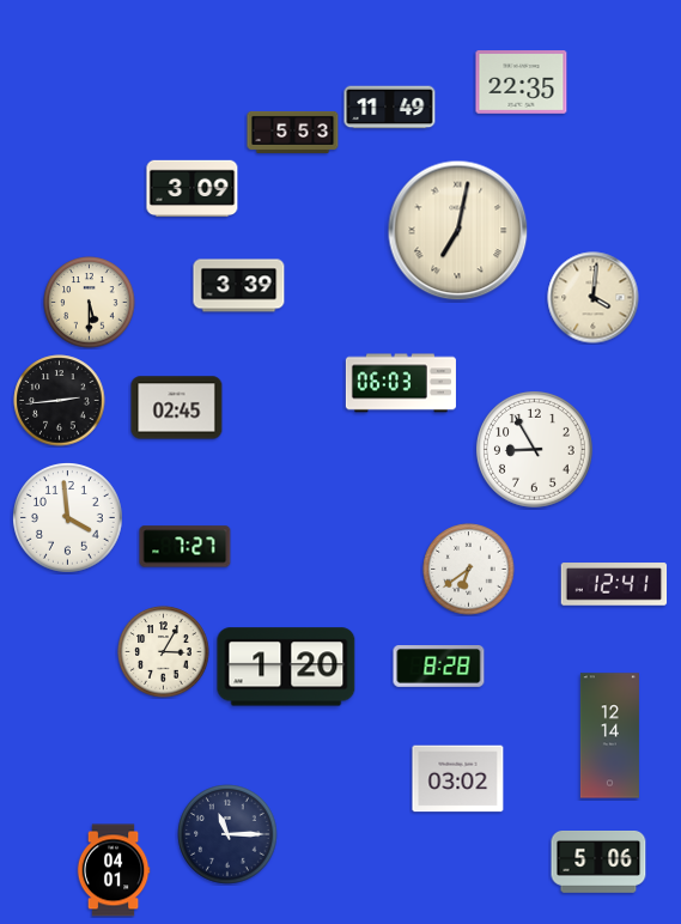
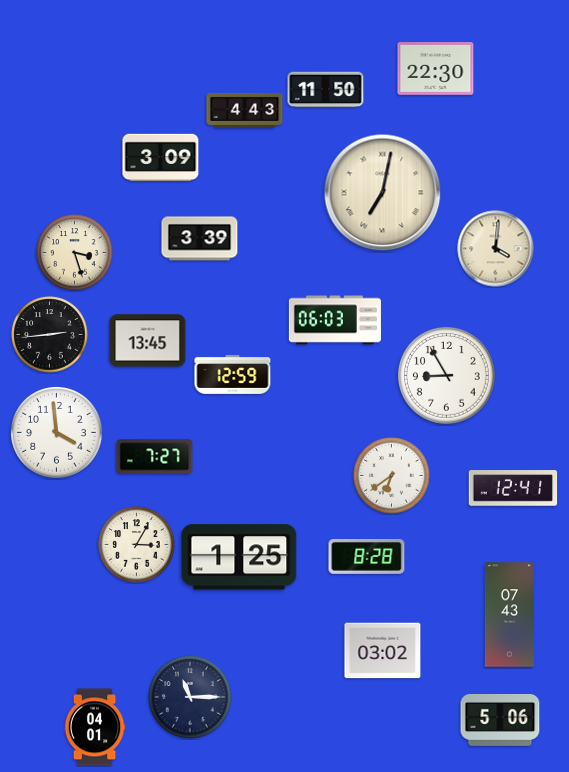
clock at (522, 83): 22:35 -> 22:30
clock at (390, 108): 11:49 -> 11:50
clock at (293, 132): 5:53 -> 4:43
clock at (90, 303): 5:30 -> 3:27
clock at (177, 408): 02:45 -> 13:45
clock at (233, 375): none -> 12:59
clock at (286, 667): 1:20 -> 1:25
clock at (609, 736): 12:14 -> 07:43
